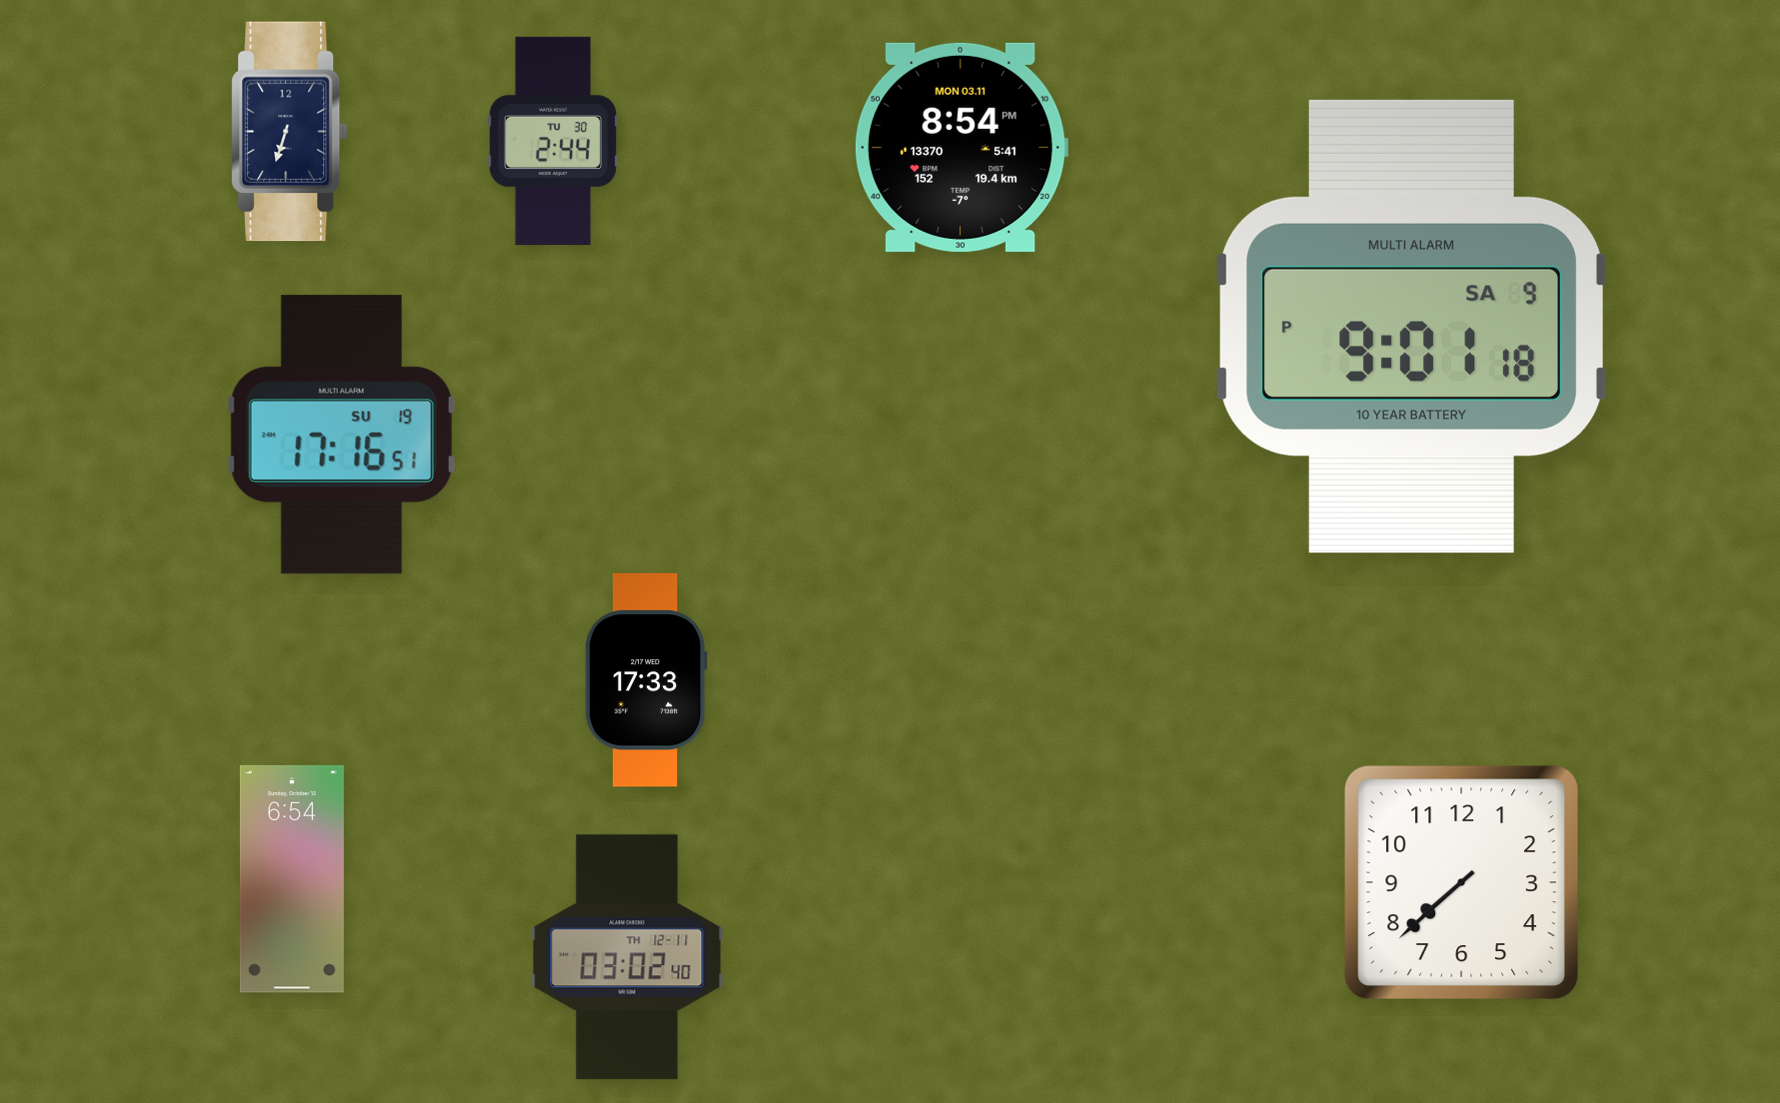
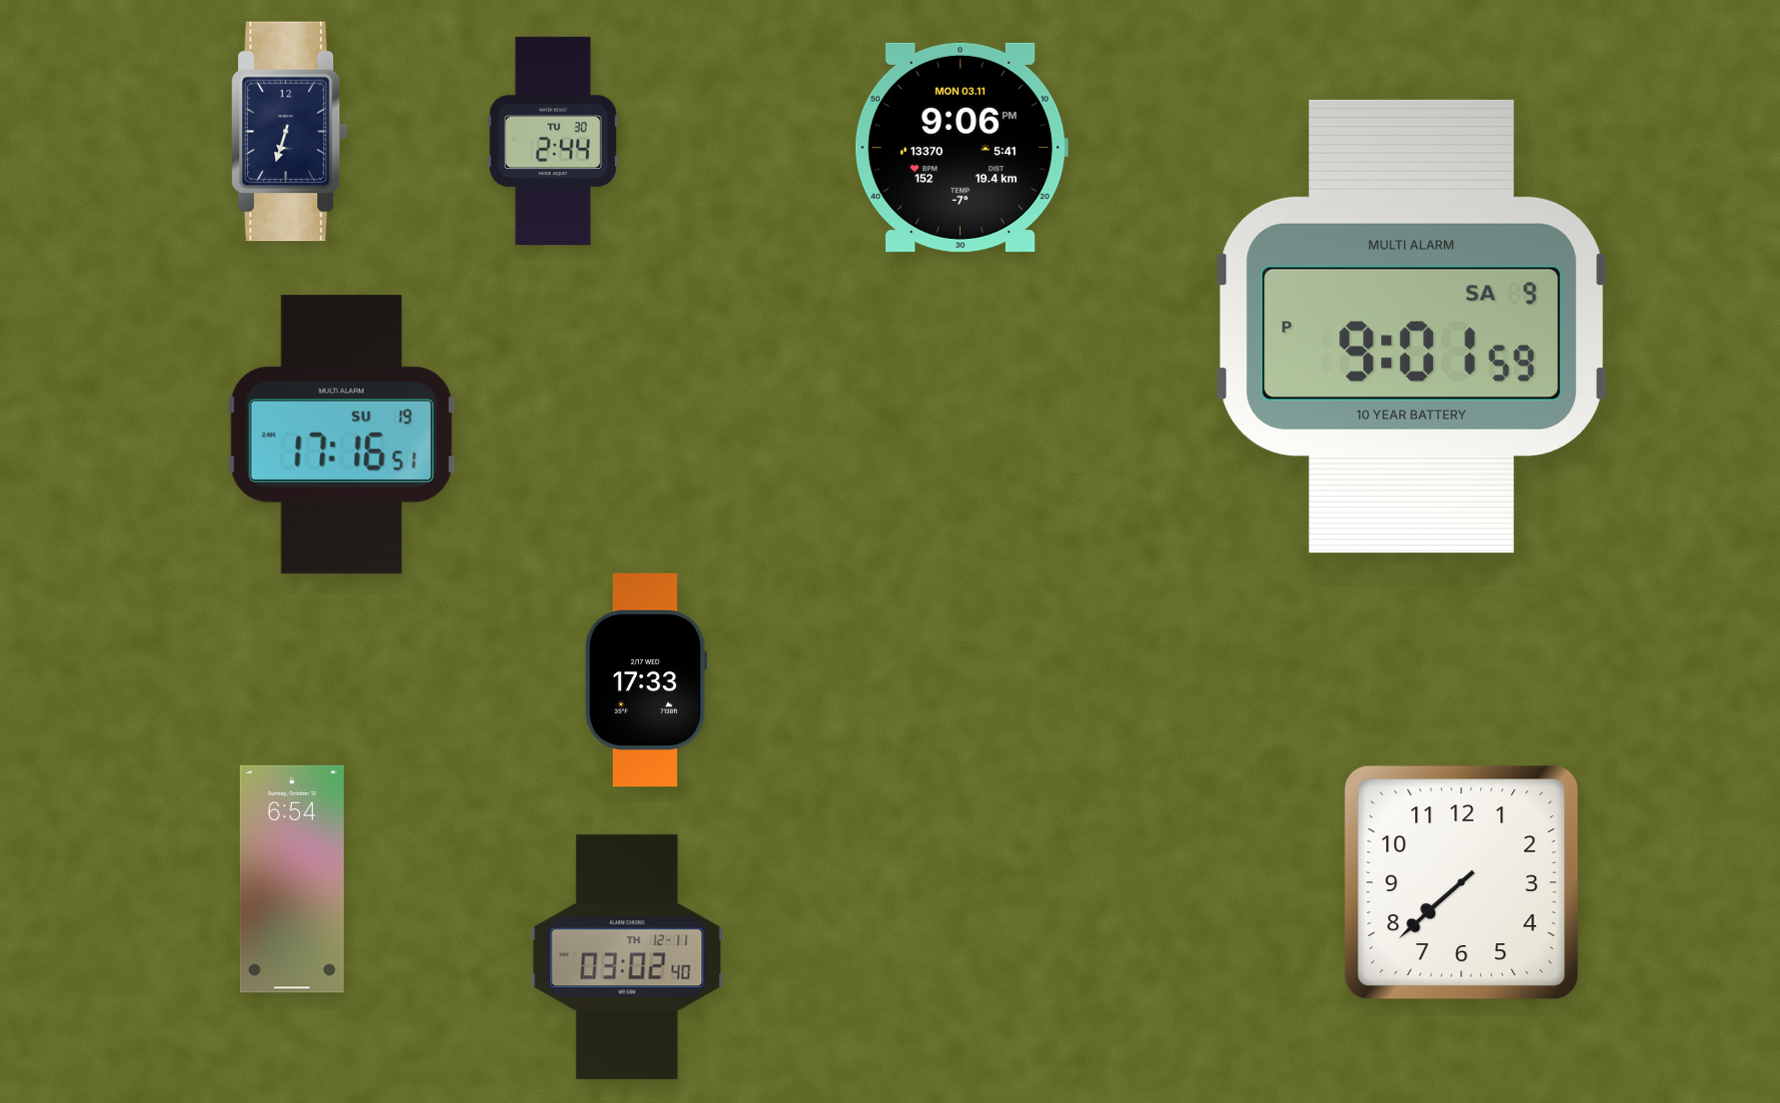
clock at (961, 147): 8:54 -> 9:06
clock at (1411, 326): 9:01:18 PM -> 9:01:59 PM
